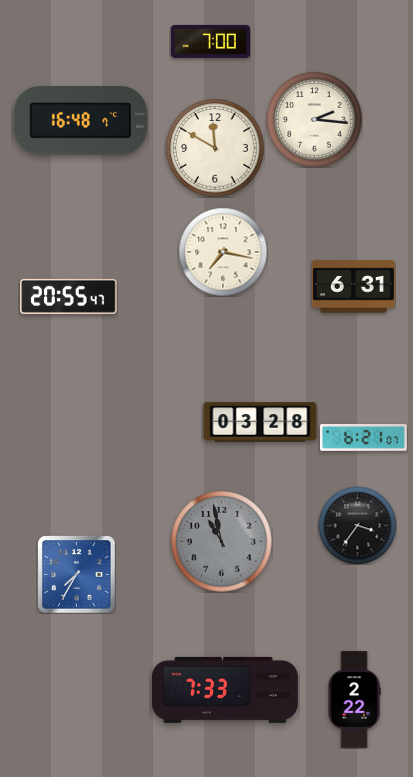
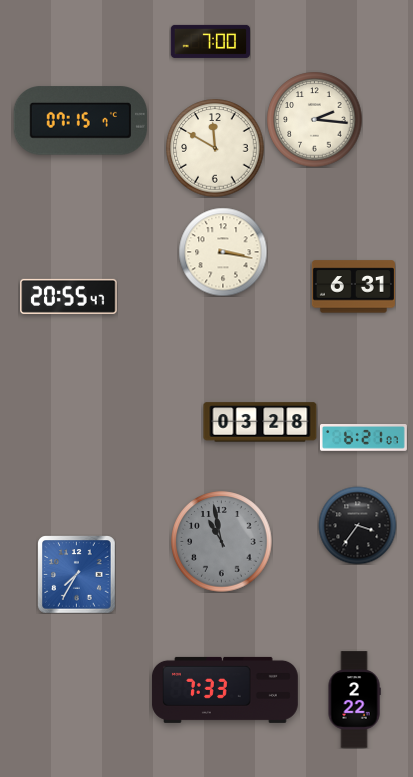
clock at (80, 121): 16:48 -> 07:15
clock at (223, 252): 7:17 -> 3:17
